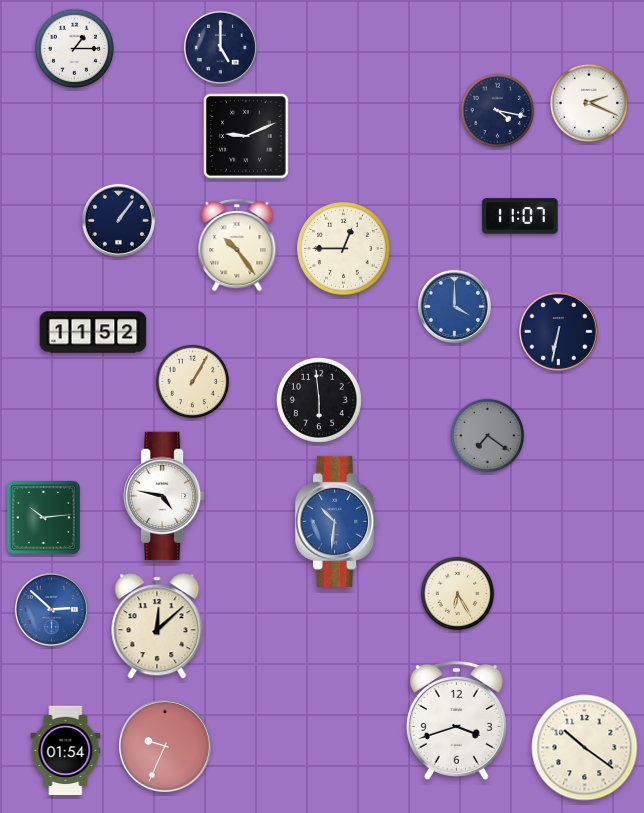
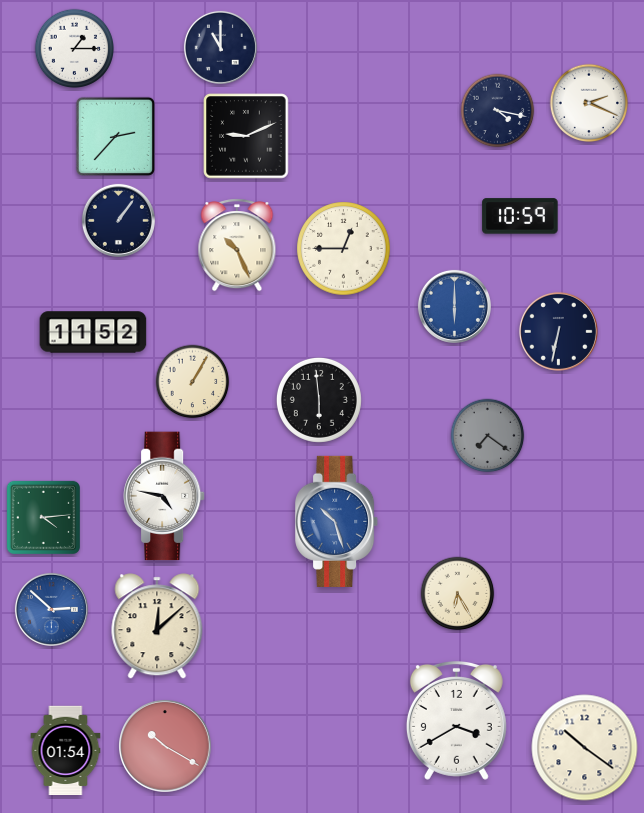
clock at (220, 47): 5:00 -> 11:00
clock at (115, 136): none -> 2:37
clock at (520, 216): 11:07 -> 10:59
clock at (237, 245): 10:24 -> 10:26
clock at (454, 306): 4:00 -> 6:00
clock at (43, 517): 10:14 -> 4:14
clock at (337, 521): 10:31 -> 10:27
clock at (456, 721): 3:42 -> 3:40
clock at (166, 747): 9:34 -> 10:20
